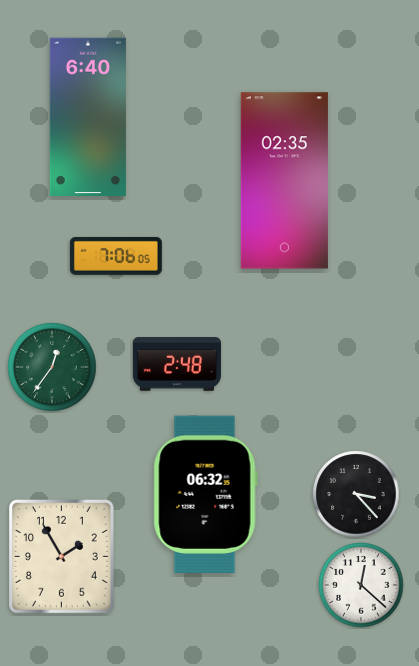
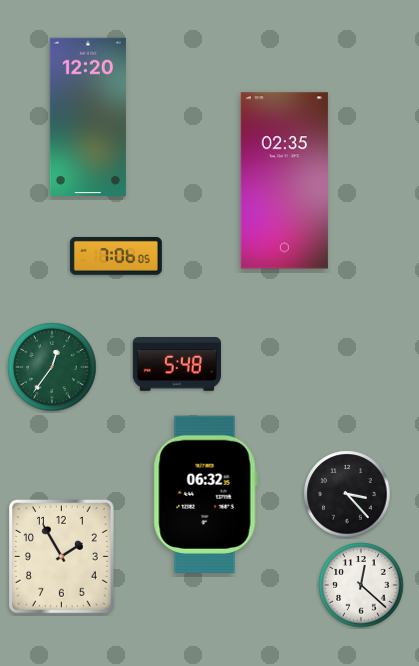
clock at (88, 116): 6:40 -> 12:20
clock at (177, 364): 2:48 -> 5:48
clock at (356, 494) position: (356, 494) -> (347, 494)
